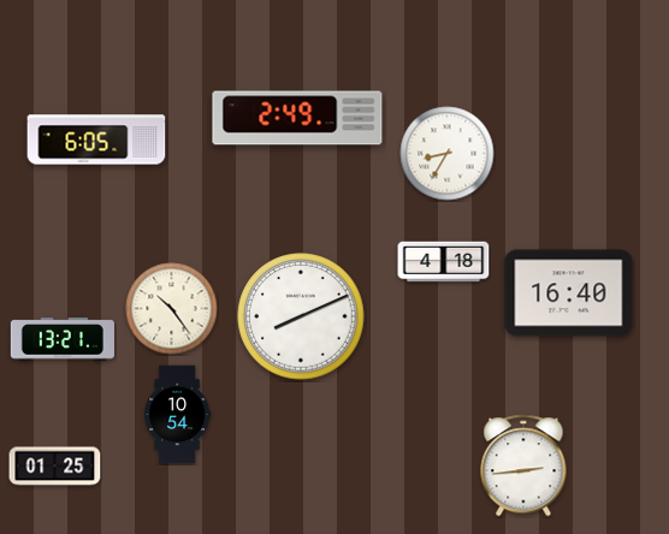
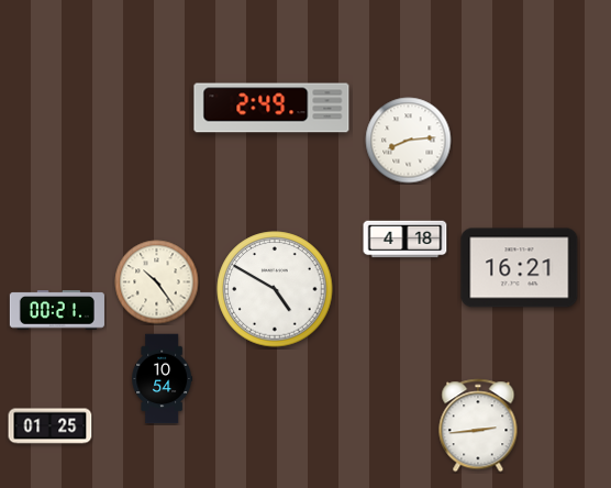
clock at (96, 140): 6:05 -> none
clock at (448, 154): 8:35 -> 8:14
clock at (569, 293): 16:40 -> 16:21
clock at (301, 316): 8:11 -> 4:50
clock at (63, 339): 13:21 -> 00:21
